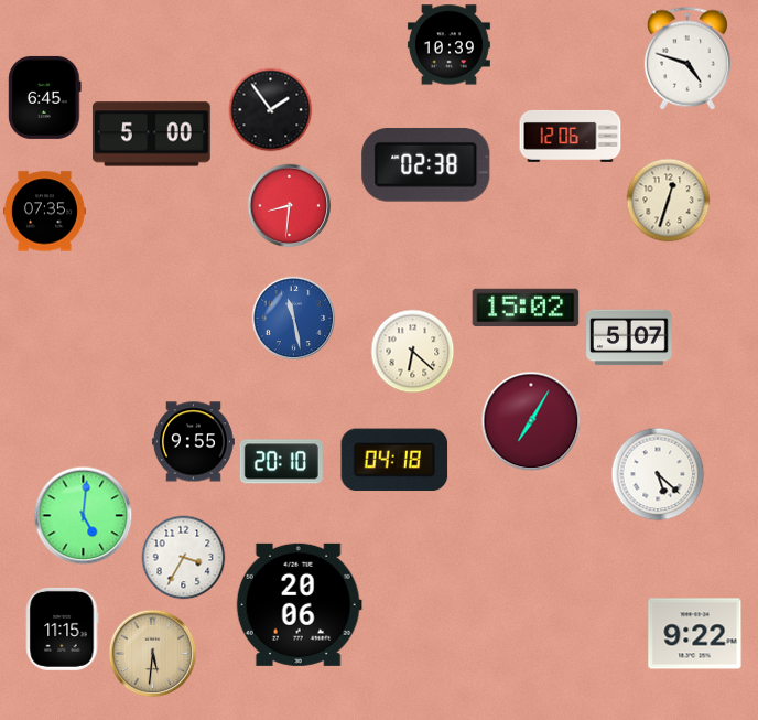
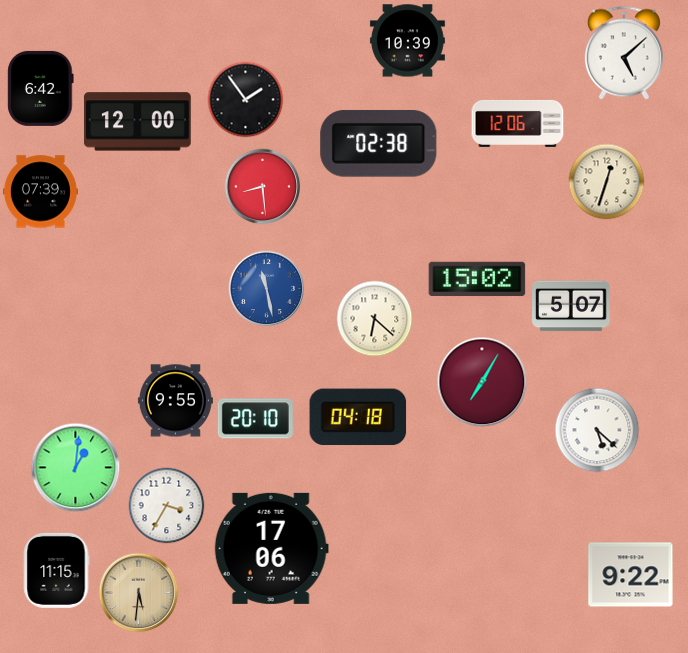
clock at (687, 58): 4:48 -> 5:08
clock at (45, 97): 6:45 -> 6:42
clock at (151, 135): 5:00 -> 12:00
clock at (426, 164) position: (426, 164) -> (379, 143)
clock at (290, 206): 8:31 -> 8:29
clock at (44, 212): 07:35 -> 07:39
clock at (84, 516): 5:01 -> 1:01
clock at (299, 604): 20:06 -> 17:06
